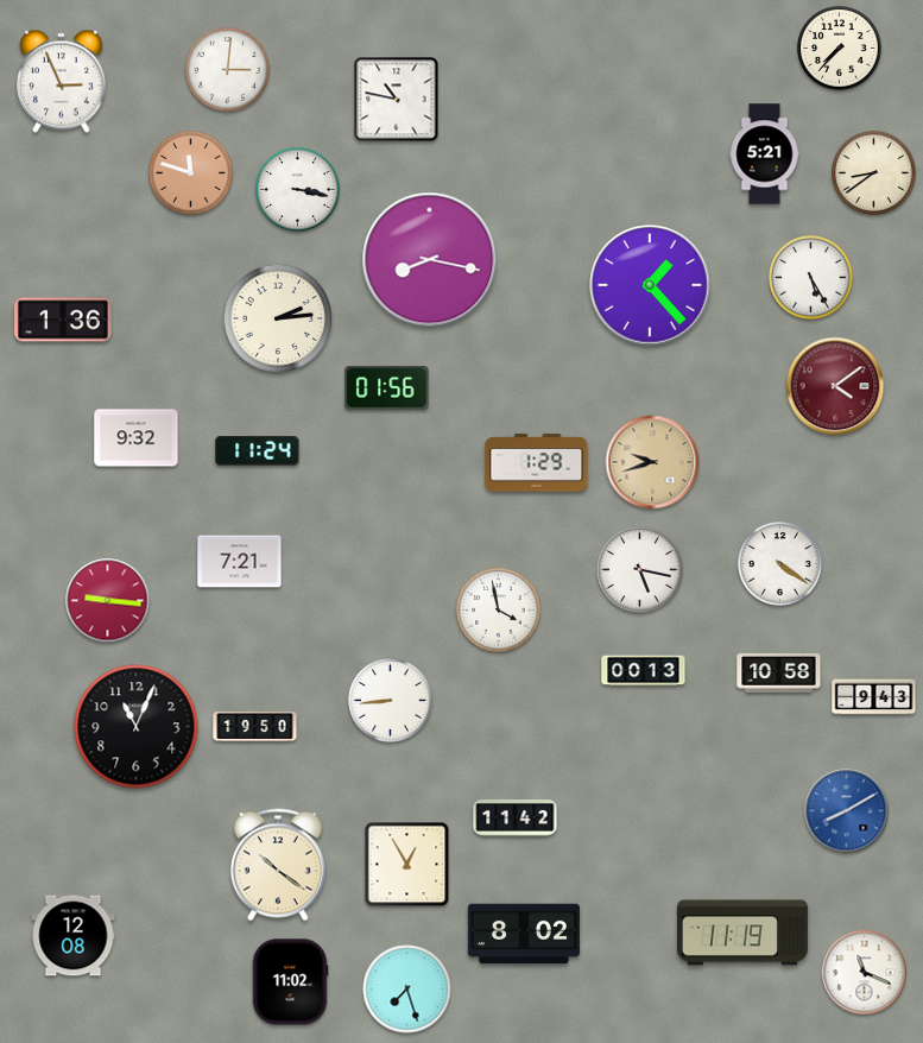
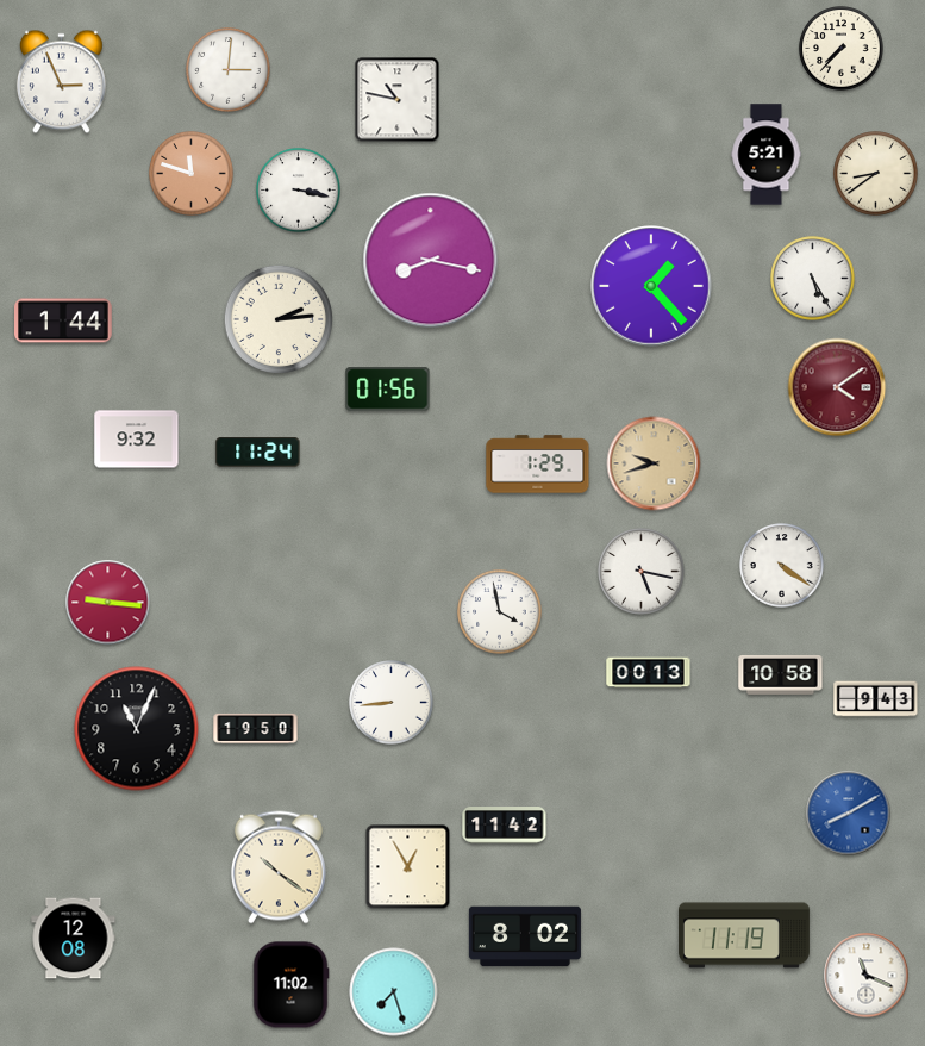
clock at (64, 320): 1:36 -> 1:44
clock at (240, 562): 7:21 -> none
clock at (644, 671) position: (644, 671) -> (649, 673)
clock at (516, 818) position: (516, 818) -> (505, 826)
clock at (407, 990) position: (407, 990) -> (394, 992)
